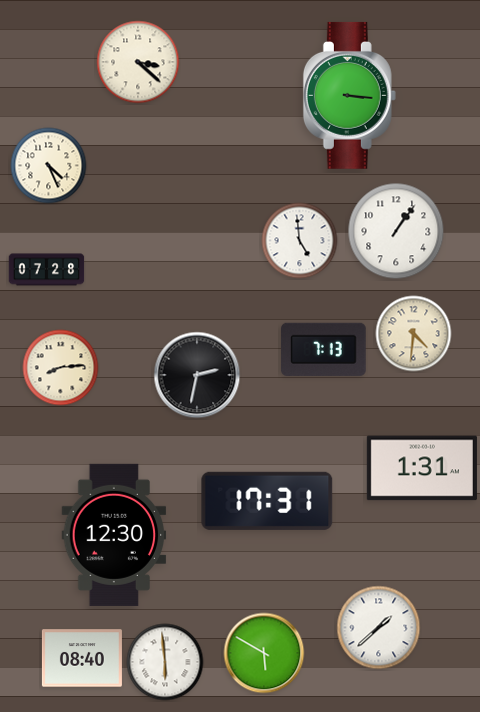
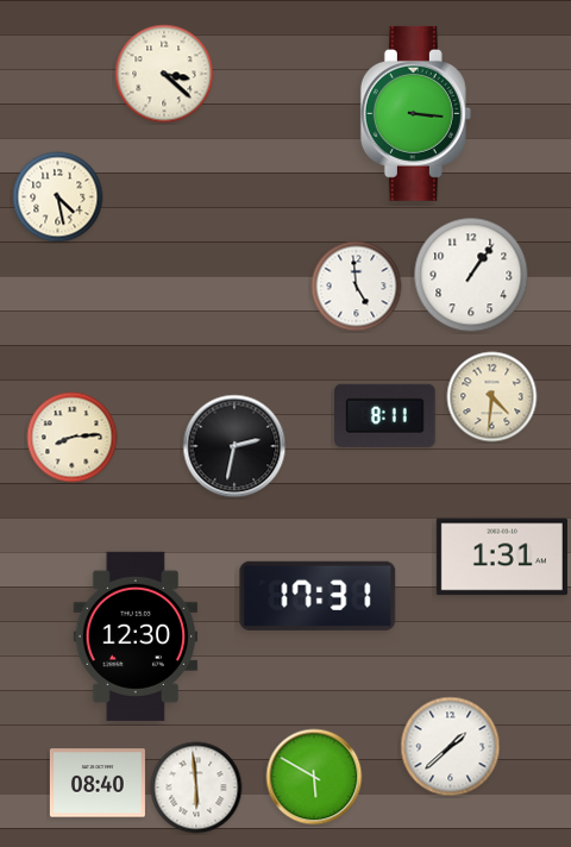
clock at (49, 166): 4:26 -> 4:28
clock at (47, 270): 07:28 -> none
clock at (324, 349): 7:13 -> 8:11
